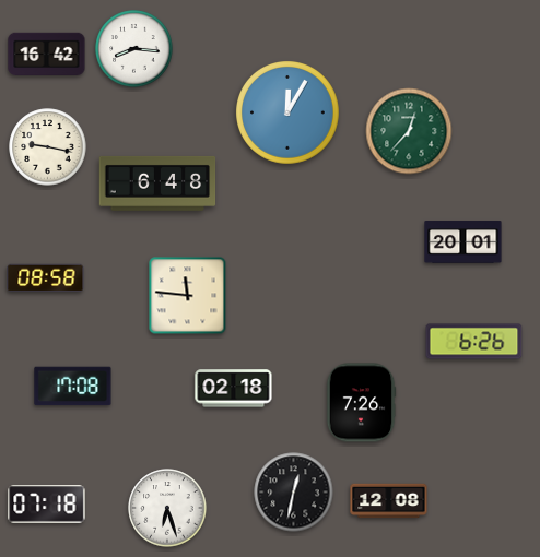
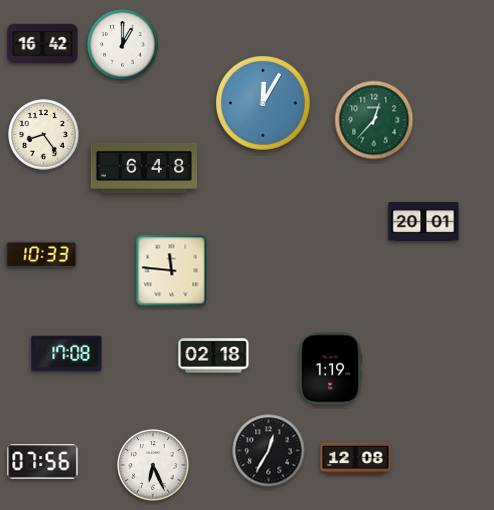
clock at (134, 49): 8:16 -> 1:00
clock at (47, 55) position: (47, 55) -> (43, 44)
clock at (48, 147): 9:17 -> 8:24
clock at (46, 278): 08:58 -> 10:33
clock at (474, 342): 6:26 -> none
clock at (361, 403): 7:26 -> 1:19
clock at (294, 493): 12:32 -> 12:35
clock at (47, 505): 07:18 -> 07:56
clock at (167, 508): 6:27 -> 6:26
